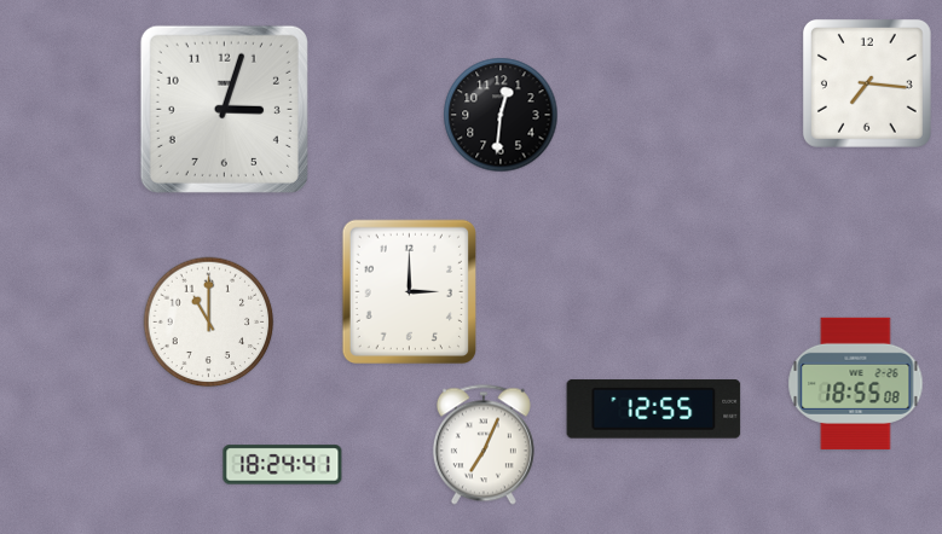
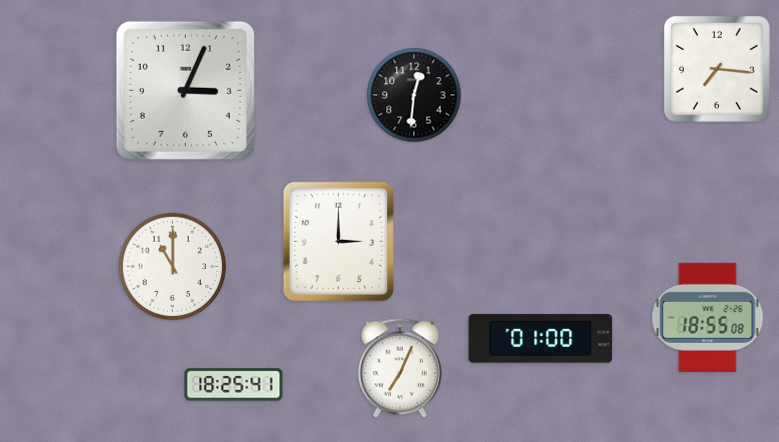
clock at (224, 109): 3:03 -> 3:04
clock at (654, 410): 12:55 -> 01:00
clock at (283, 465): 18:24 -> 18:25
